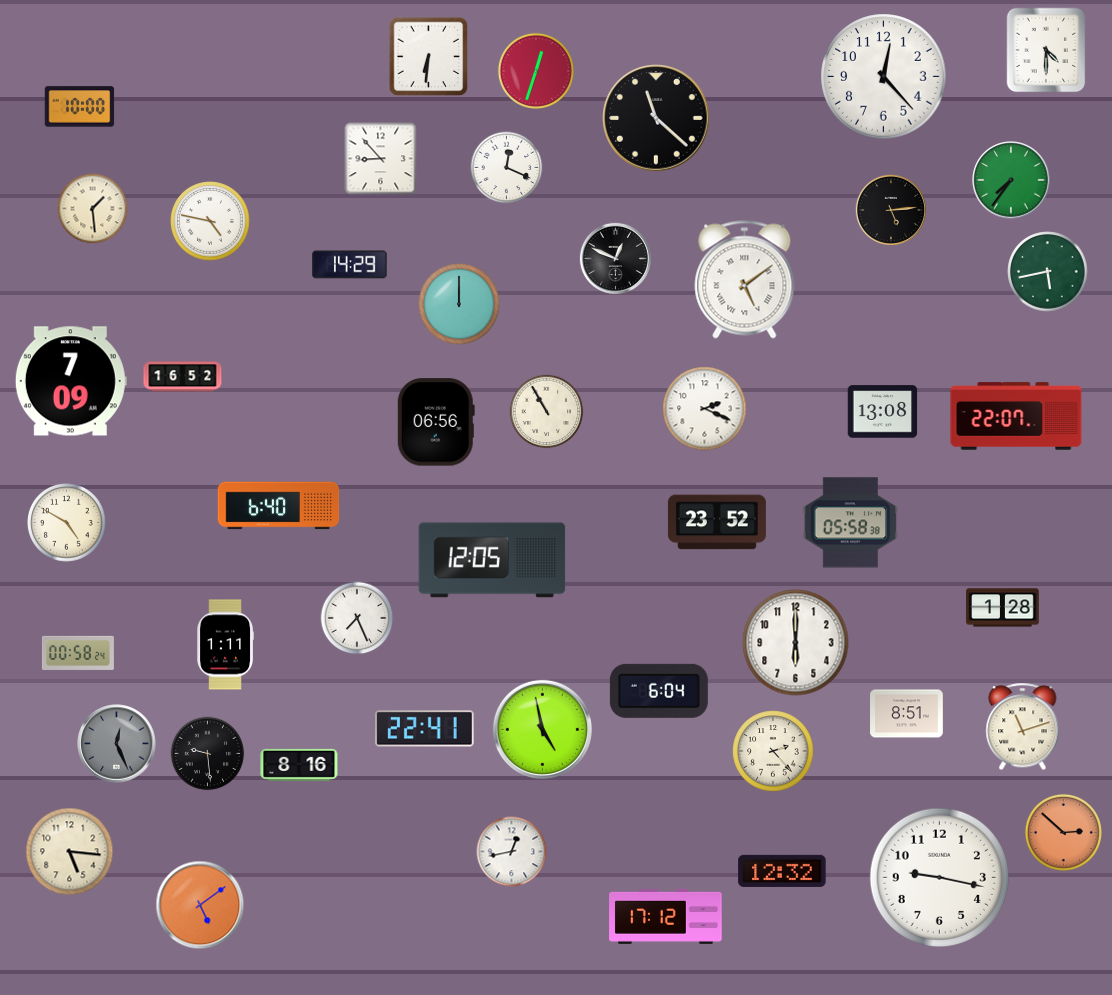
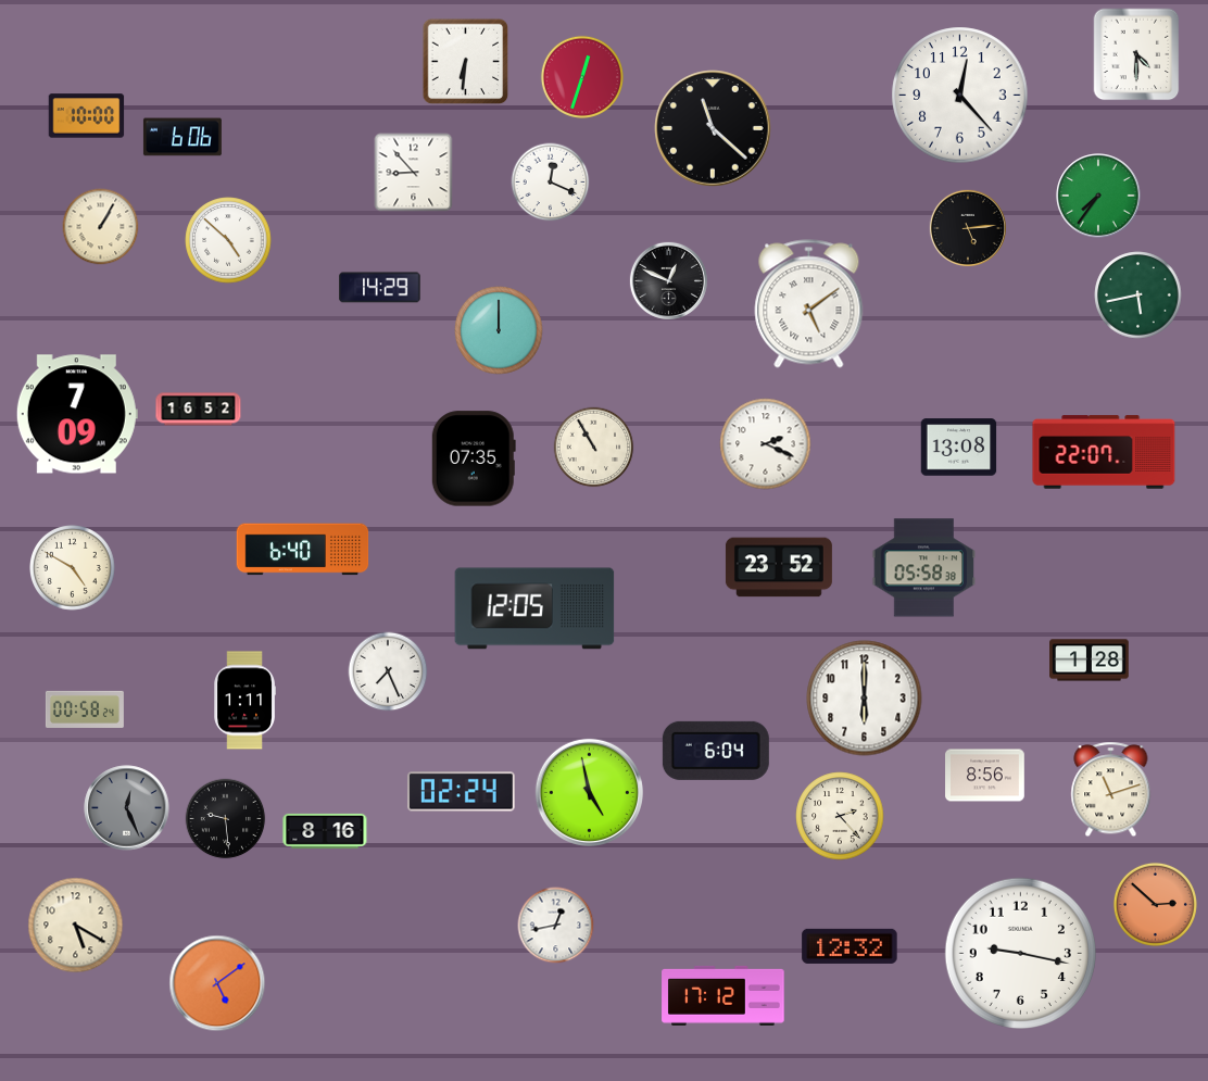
clock at (884, 77) position: (884, 77) -> (960, 96)
clock at (183, 137): none -> 6:06
clock at (93, 209): 1:29 -> 1:05
clock at (210, 221): 4:47 -> 4:52
clock at (436, 422): 06:56 -> 07:35
clock at (907, 714): 8:51 -> 8:56
clock at (424, 729): 22:41 -> 02:24
clock at (70, 852): 5:16 -> 5:20
